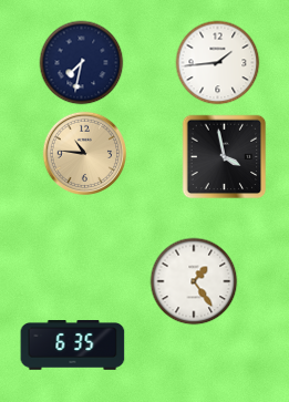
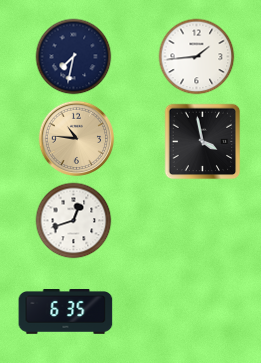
clock at (74, 221): none -> 12:42
clock at (194, 281): 1:24 -> none
